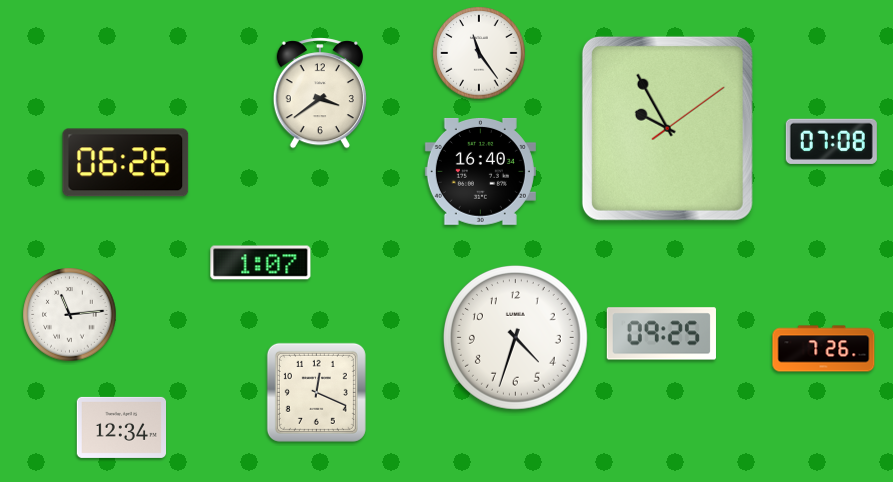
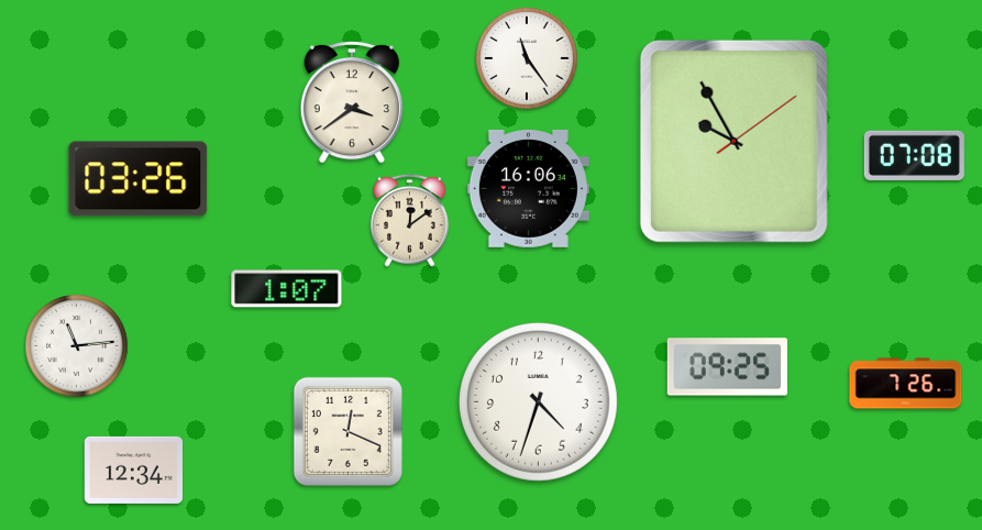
clock at (126, 163): 06:26 -> 03:26
clock at (480, 171): 16:40 -> 16:06
clock at (410, 220): none -> 12:09
clock at (515, 337) position: (515, 337) -> (538, 401)
